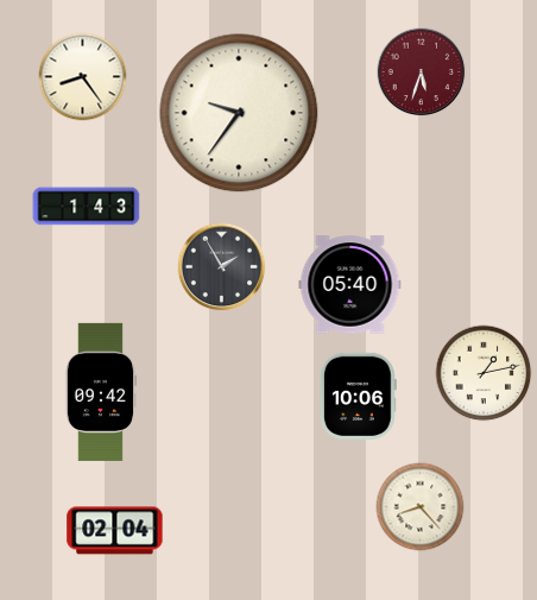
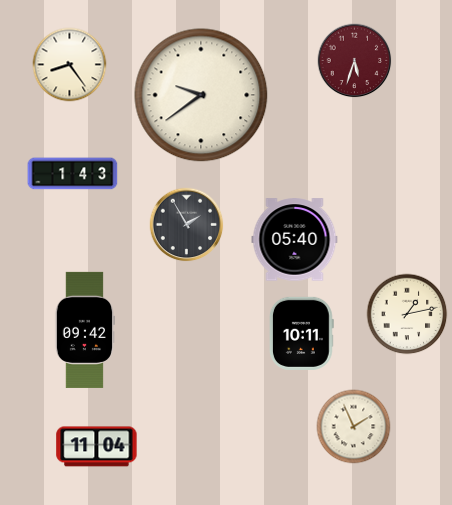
clock at (239, 113): 9:36 -> 9:39
clock at (358, 396): 10:06 -> 10:11
clock at (421, 507): 8:23 -> 1:56
clock at (115, 531): 02:04 -> 11:04
